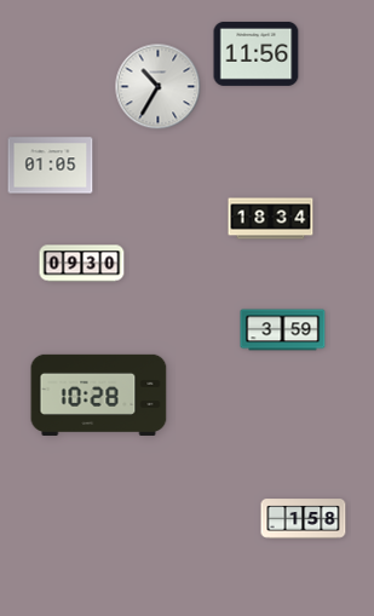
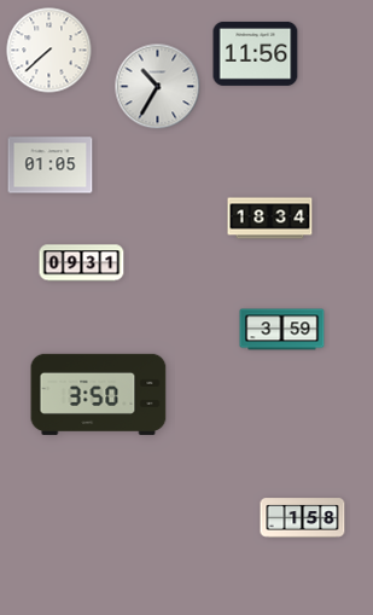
clock at (49, 51): none -> 7:38
clock at (82, 264): 09:30 -> 09:31
clock at (99, 395): 10:28 -> 3:50
